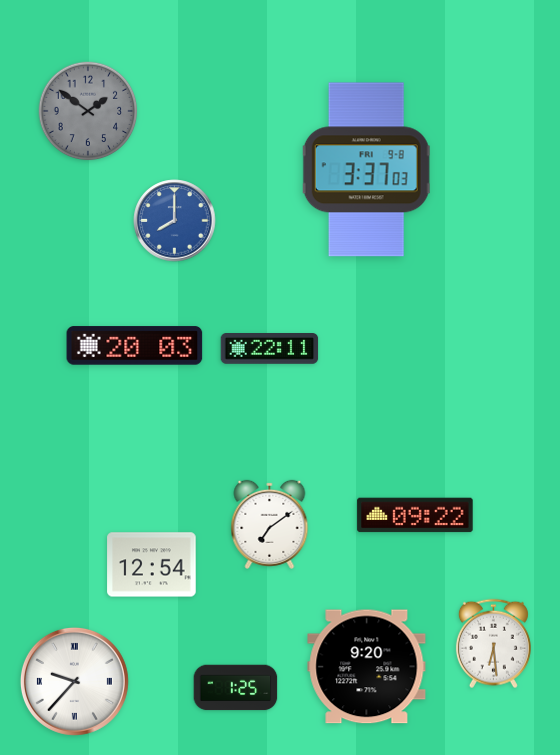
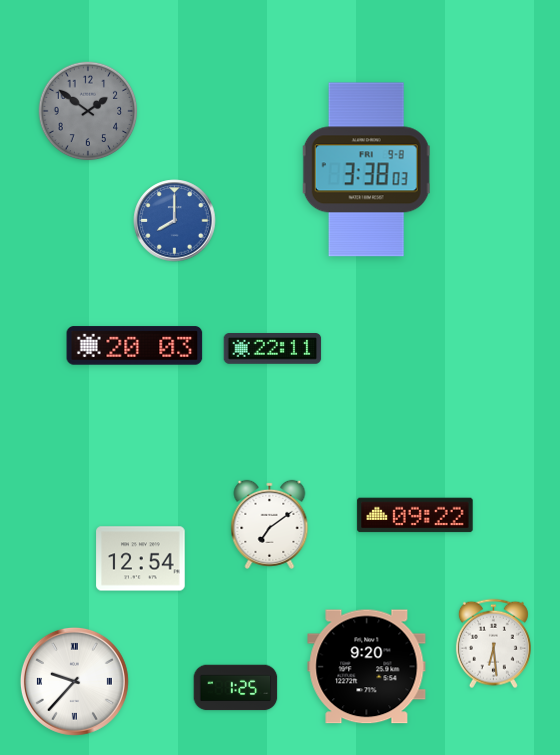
clock at (367, 170): 3:37 -> 3:38
clock at (270, 349) position: (270, 349) -> (273, 349)
clock at (152, 565) position: (152, 565) -> (141, 559)
